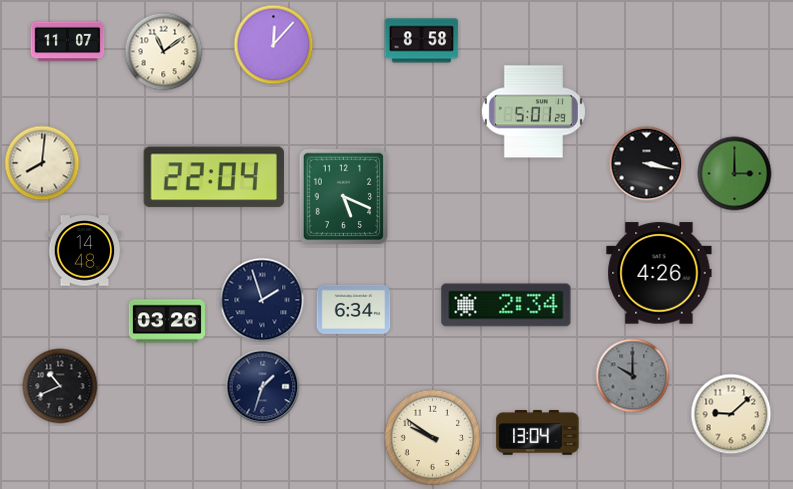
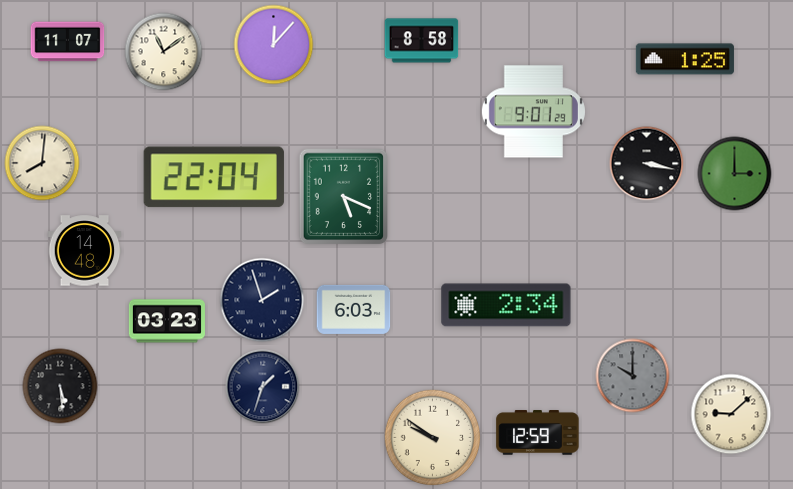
clock at (685, 59): none -> 1:25
clock at (533, 112): 5:01 -> 9:01
clock at (659, 273): 4:26 -> none
clock at (354, 309): 6:34 -> 6:03
clock at (167, 321): 03:26 -> 03:23
clock at (60, 386): 10:41 -> 5:29
clock at (538, 433): 13:04 -> 12:59
